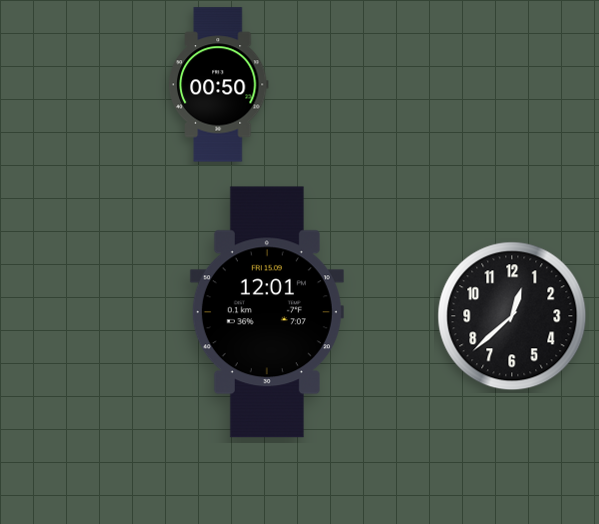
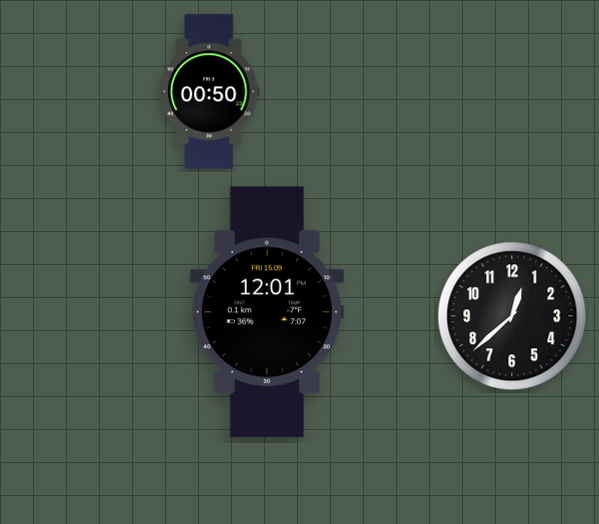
clock at (218, 85) position: (218, 85) -> (209, 92)
